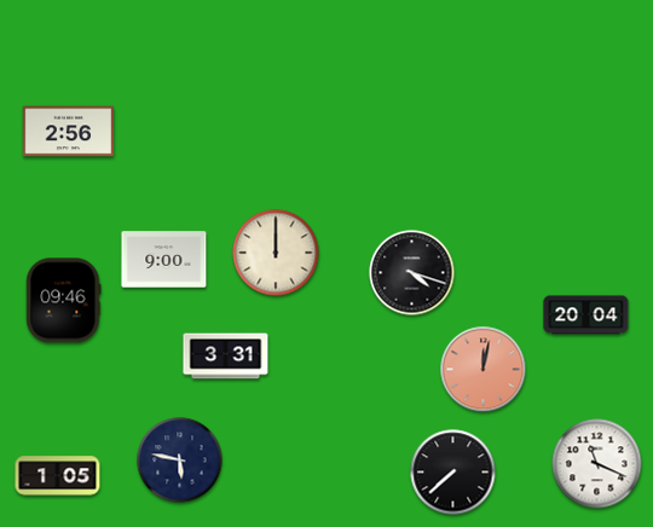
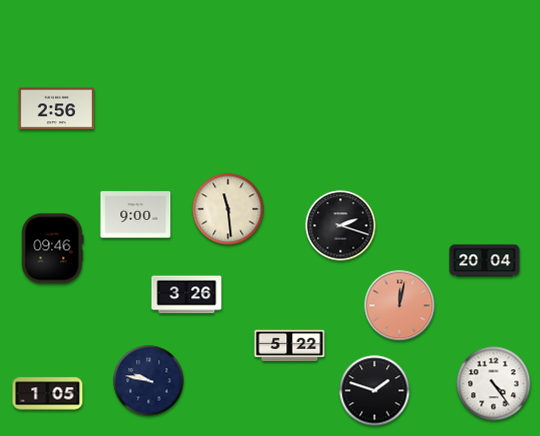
clock at (276, 253): 12:00 -> 11:29
clock at (412, 273): 4:18 -> 2:18
clock at (226, 357): 3:31 -> 3:26
clock at (290, 346): none -> 5:22
clock at (180, 461): 5:47 -> 9:47
clock at (597, 464): 11:19 -> 4:24
clock at (453, 473): 7:38 -> 1:48
